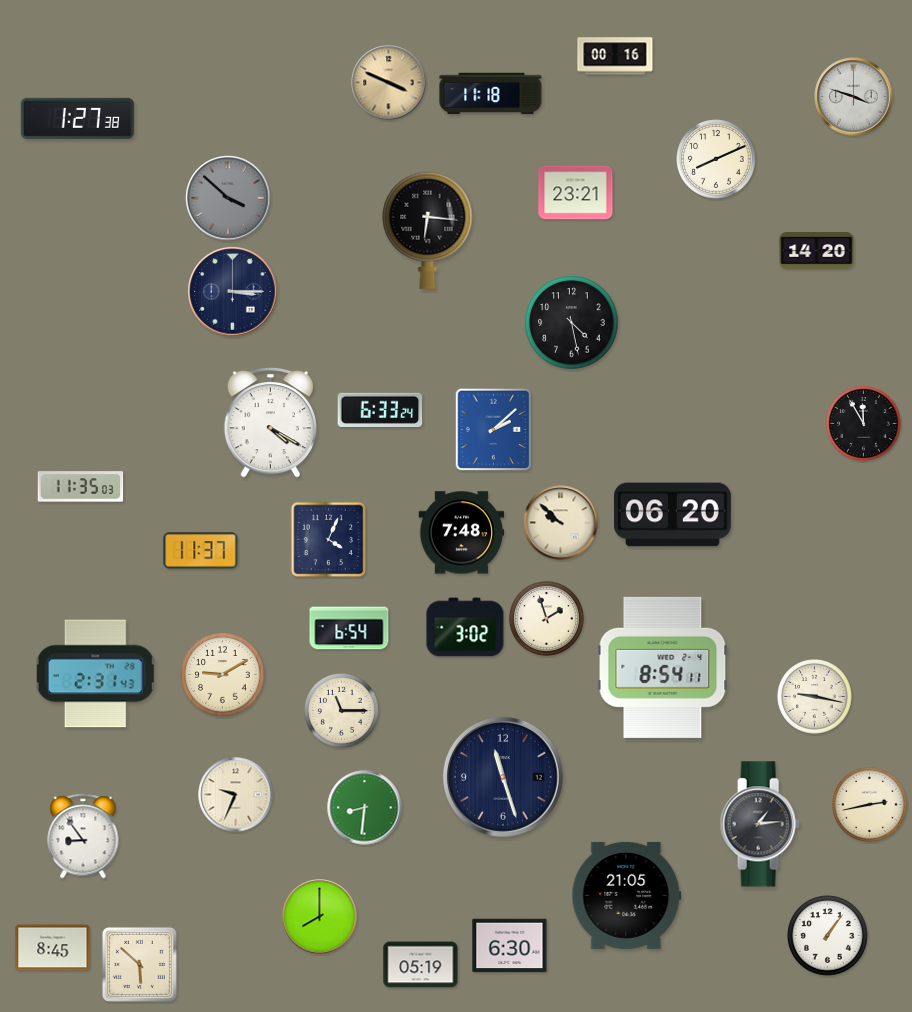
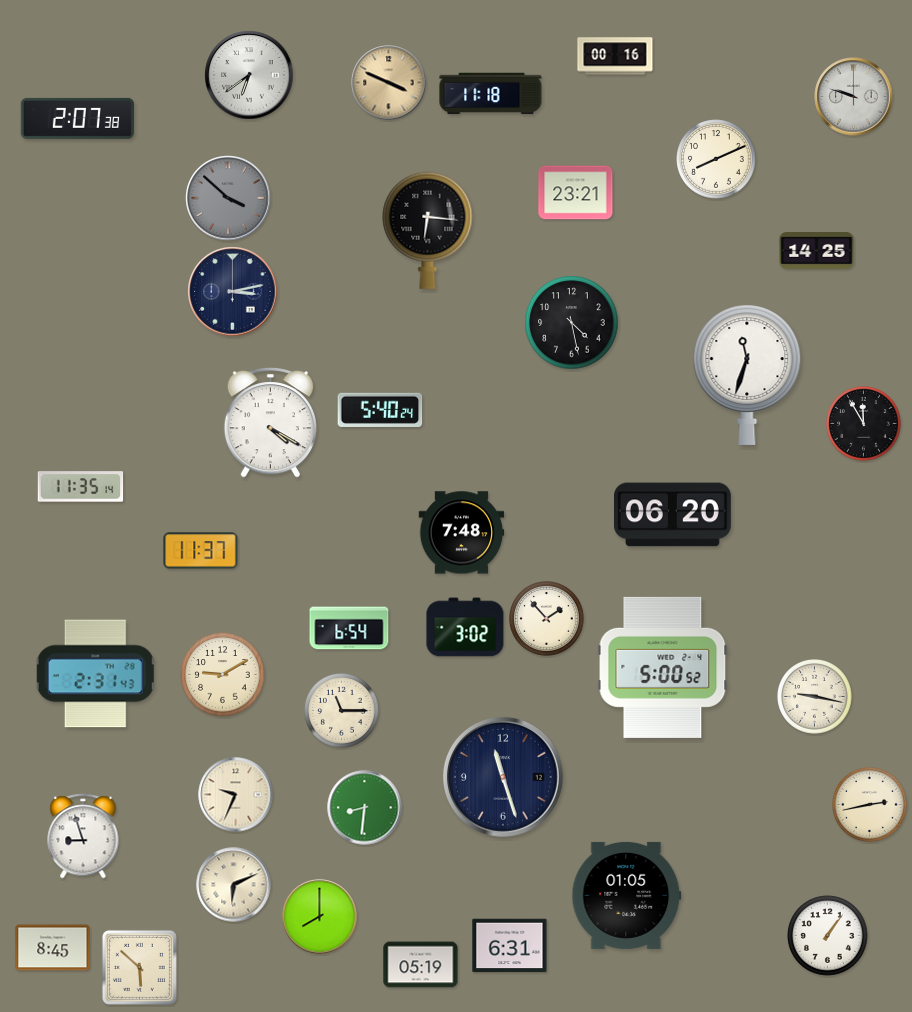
clock at (249, 75): none -> 6:39
clock at (854, 97): 3:48 -> 9:48
clock at (77, 118): 1:27 -> 2:07
clock at (817, 251): 14:20 -> 14:25
clock at (233, 292): 3:15 -> 3:13
clock at (747, 375): none -> 11:33
clock at (380, 410): 6:33 -> 5:40
clock at (494, 430): 2:08 -> none
clock at (81, 487): 11:35:03 -> 11:35:14
clock at (561, 523): 9:52 -> none
clock at (329, 540): 4:04 -> none
clock at (547, 619): 1:57 -> 1:53
clock at (663, 667): 8:54 -> 5:00
clock at (760, 824): 1:14 -> none
clock at (83, 836): 8:54 -> 8:57
clock at (234, 885): none -> 6:11
clock at (627, 895): 21:05 -> 01:05
clock at (510, 946): 6:30 -> 6:31
clock at (139, 964) position: (139, 964) -> (139, 967)
